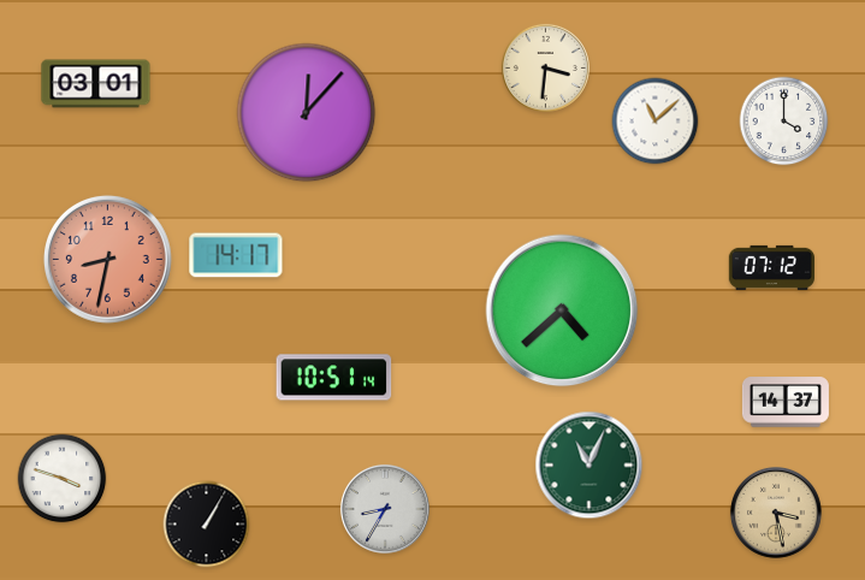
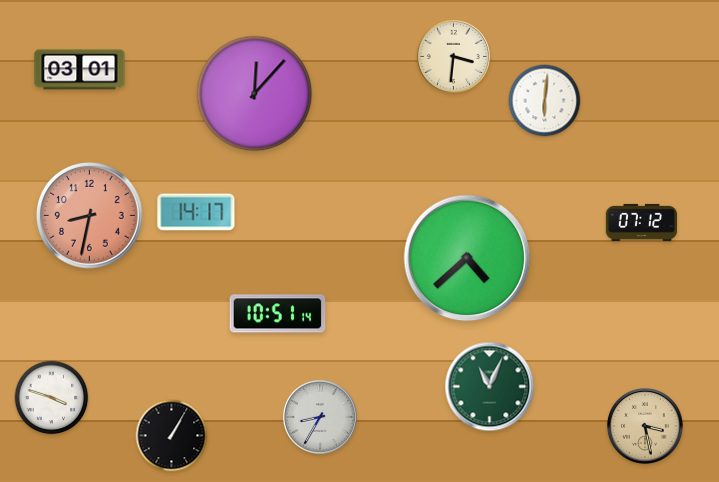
clock at (656, 122): 11:08 -> 6:01
clock at (784, 122): 4:00 -> none
clock at (786, 402): 14:37 -> none
clock at (385, 509) position: (385, 509) -> (320, 417)
